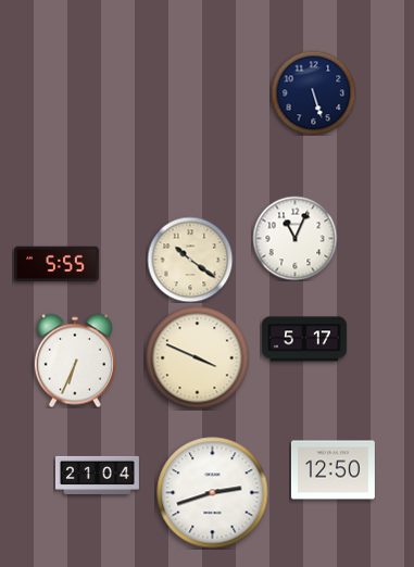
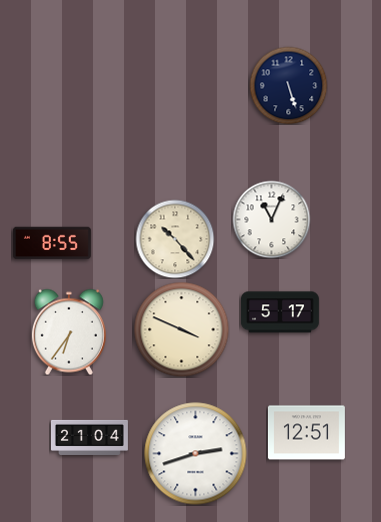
clock at (190, 260): 10:21 -> 10:23
clock at (57, 264): 5:55 -> 8:55
clock at (75, 361): 6:34 -> 6:36
clock at (333, 470): 12:50 -> 12:51
